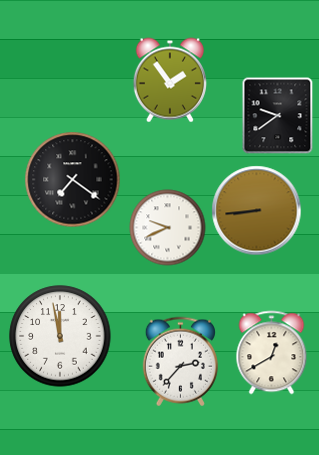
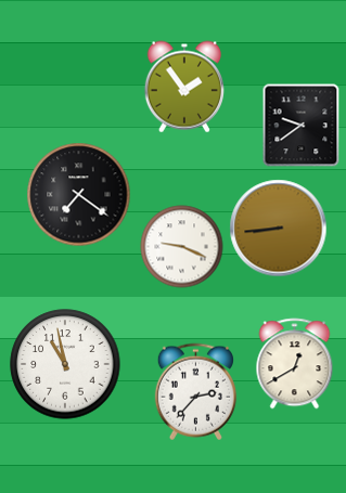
clock at (168, 228): 9:41 -> 9:19
clock at (60, 336): 11:58 -> 10:58
clock at (272, 353) position: (272, 353) -> (295, 364)
